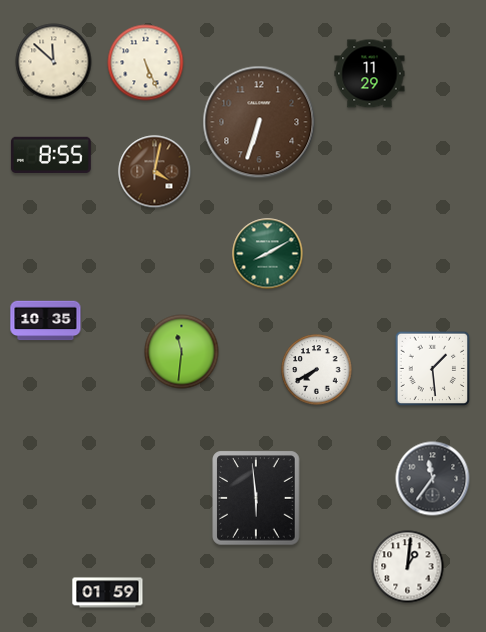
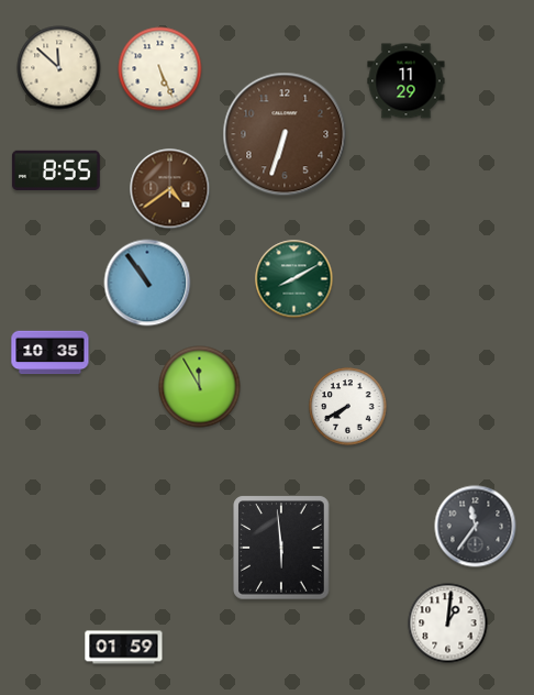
clock at (155, 172): 4:02 -> 4:39
clock at (147, 283): none -> 10:54
clock at (182, 352): 11:31 -> 11:55
clock at (433, 369): 1:29 -> none
clock at (108, 593) position: (108, 593) -> (124, 648)
